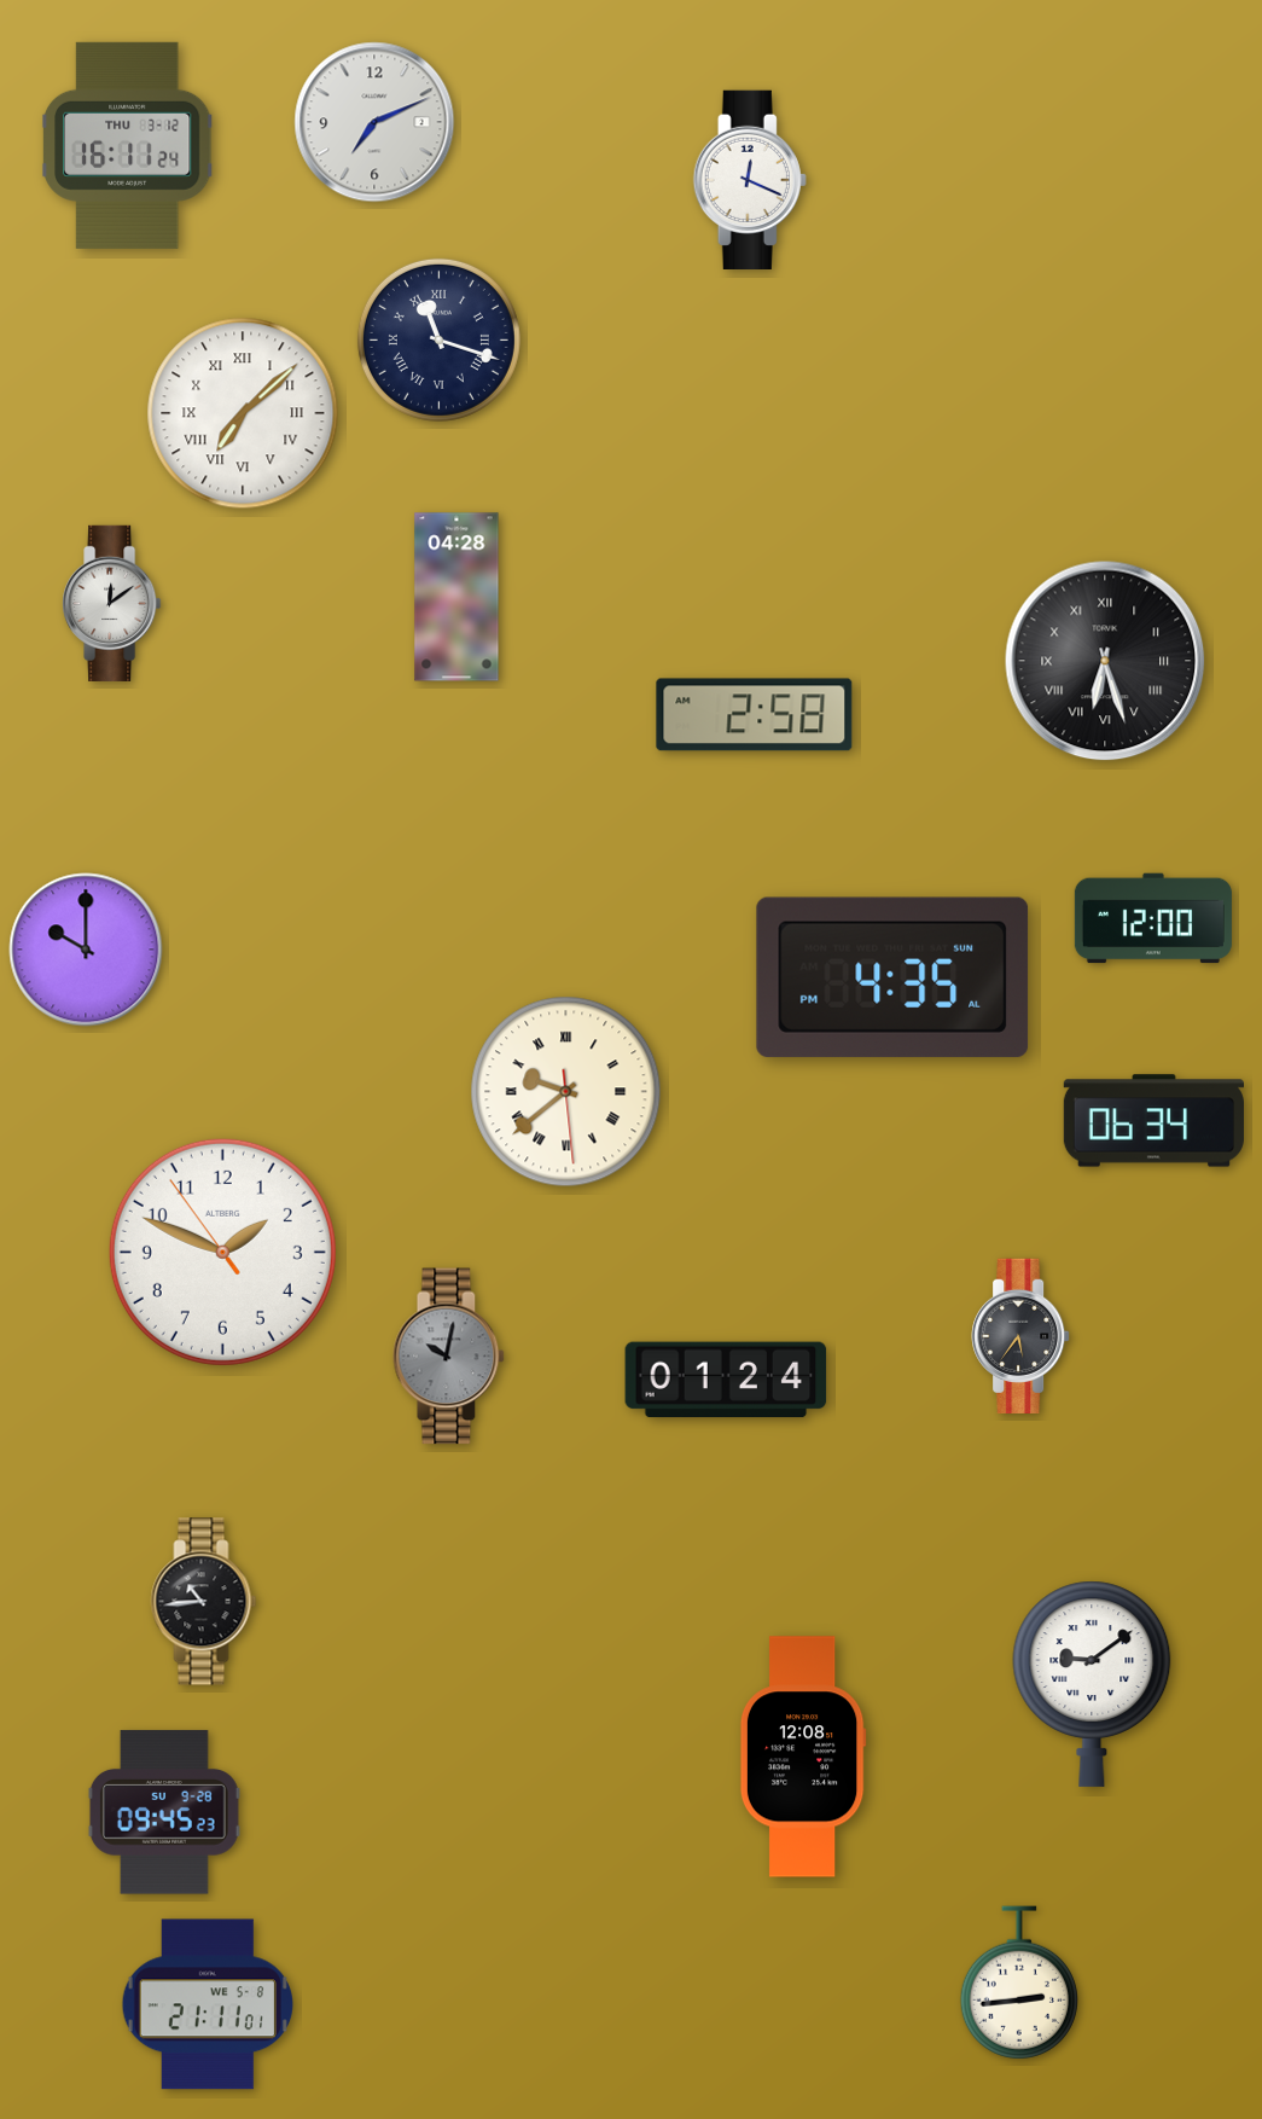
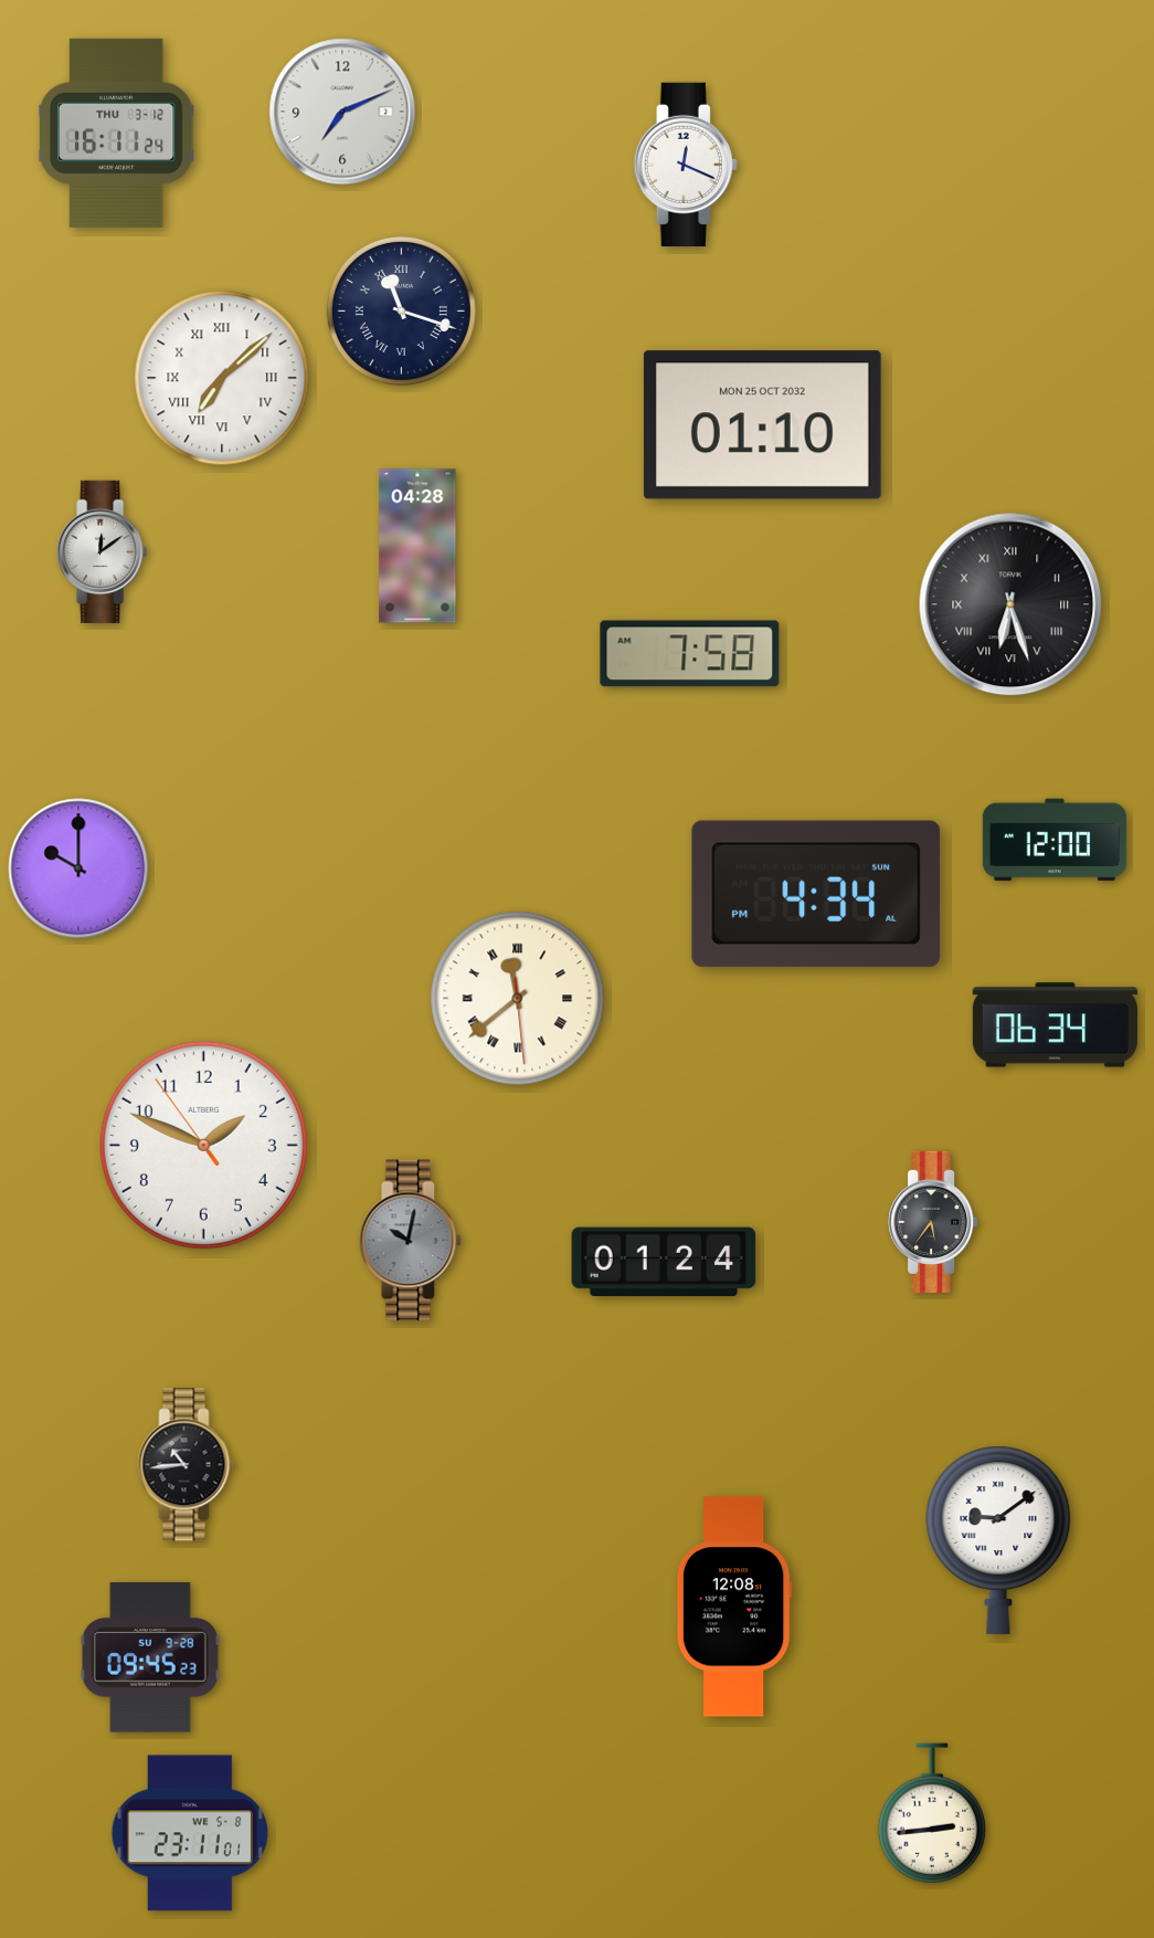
clock at (762, 425): none -> 01:10
clock at (755, 715): 2:58 -> 7:58
clock at (892, 977): 4:35 -> 4:34
clock at (566, 1092): 9:38 -> 11:38
clock at (208, 2004): 21:11 -> 23:11
